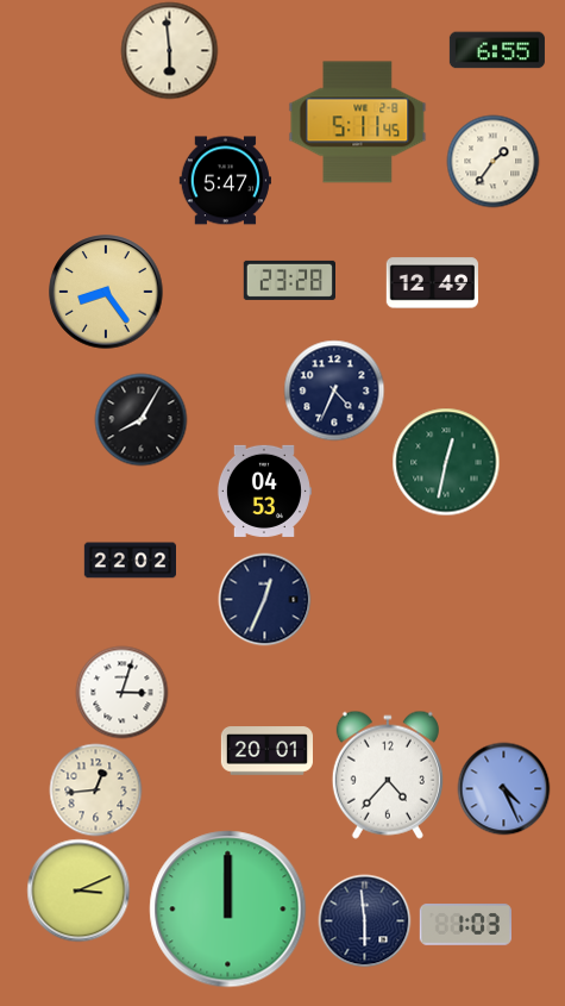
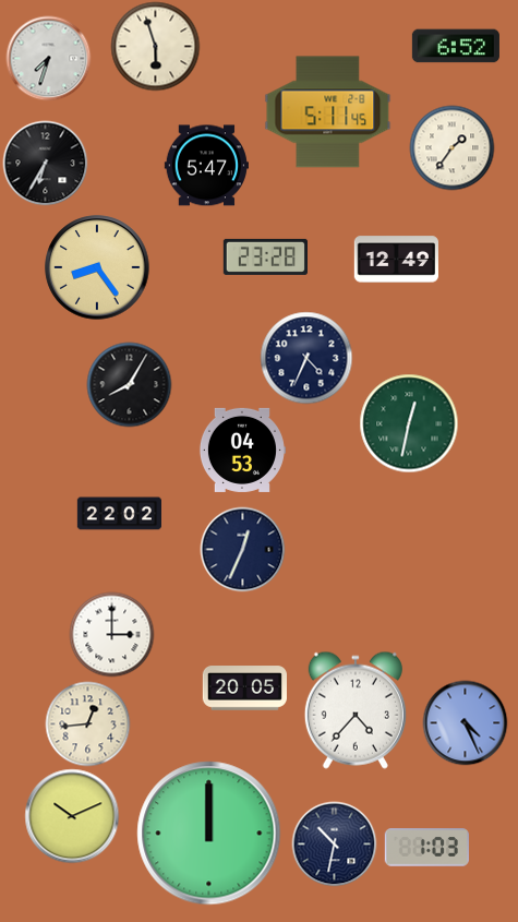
clock at (169, 50): 5:59 -> 5:57
clock at (497, 50): 6:55 -> 6:52
clock at (48, 58): none -> 7:33
clock at (45, 163): none -> 6:35
clock at (121, 692): 3:03 -> 3:00
clock at (266, 751): 20:01 -> 20:05
clock at (503, 788) position: (503, 788) -> (465, 722)
clock at (79, 891): 3:11 -> 10:11
clock at (364, 920): 5:59 -> 10:32
